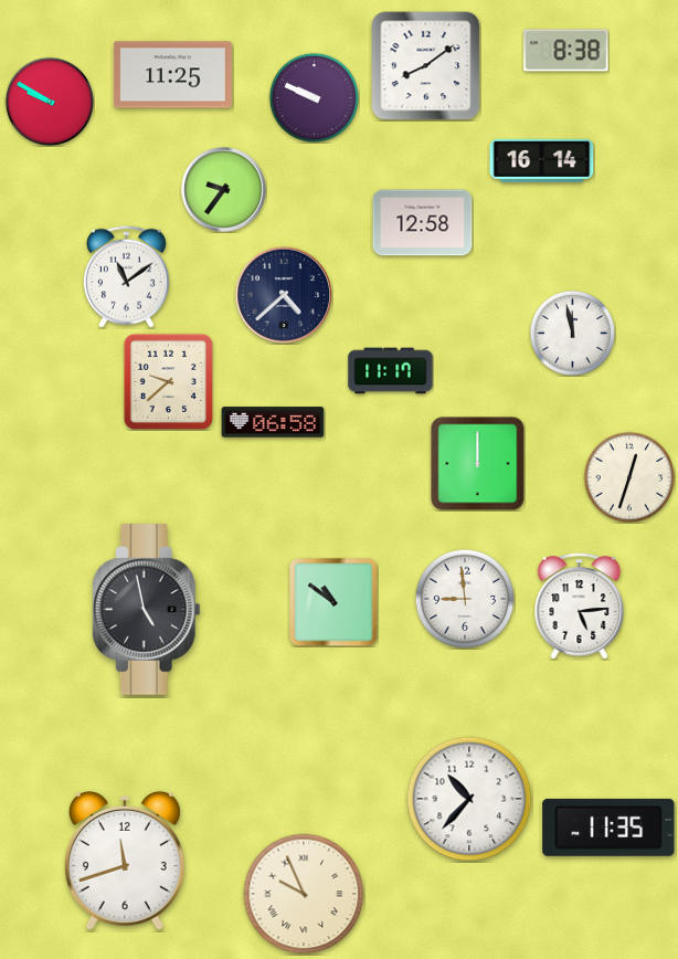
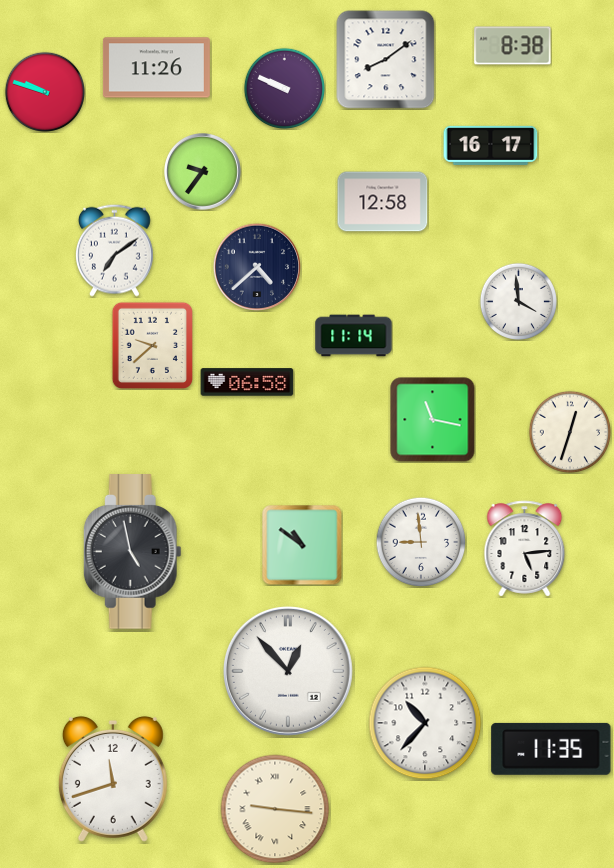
clock at (172, 75): 11:25 -> 11:26
clock at (49, 101): 9:50 -> 9:48
clock at (542, 160): 16:14 -> 16:17
clock at (127, 276): 11:09 -> 7:09
clock at (572, 333): 11:58 -> 3:59
clock at (391, 371): 11:17 -> 11:14
clock at (478, 464): 12:00 -> 11:17
clock at (288, 671): none -> 12:53
clock at (304, 894): 9:56 -> 9:16
